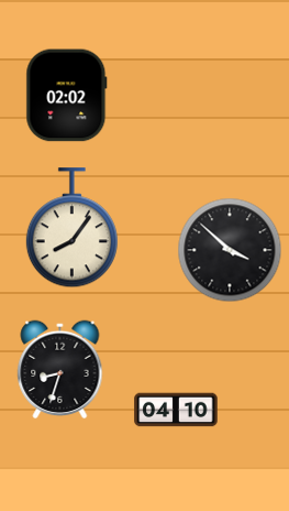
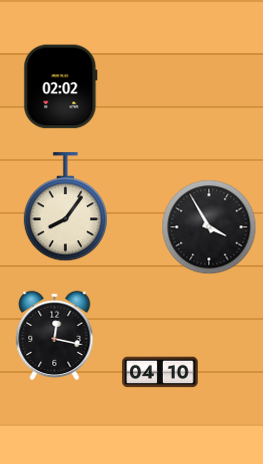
clock at (230, 250): 3:52 -> 3:55
clock at (60, 370): 8:33 -> 12:17
